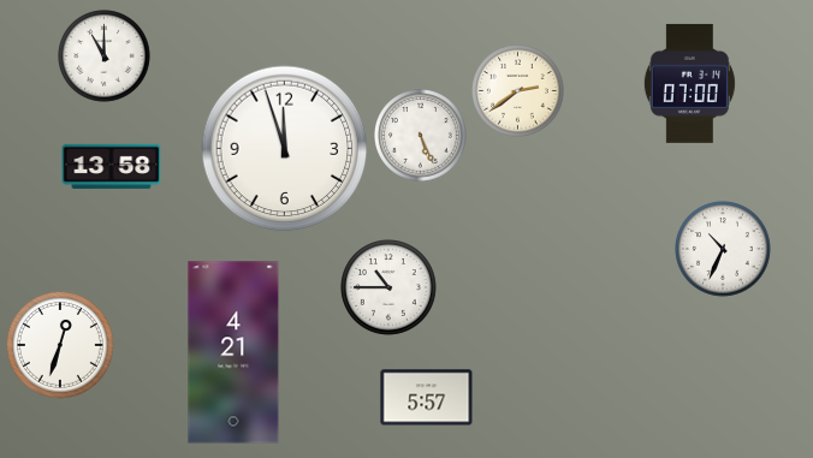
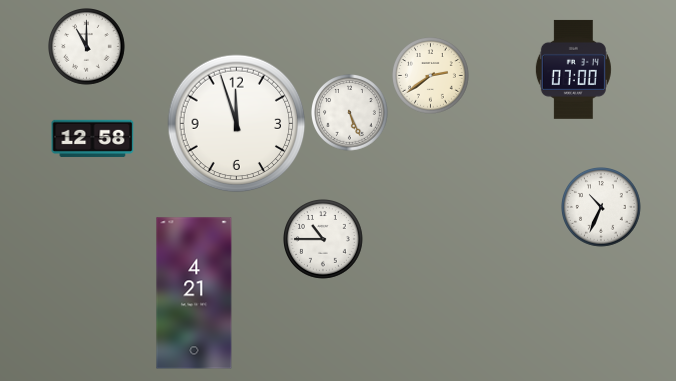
clock at (112, 166): 13:58 -> 12:58
clock at (60, 345): 12:33 -> none
clock at (427, 398): 5:57 -> none
